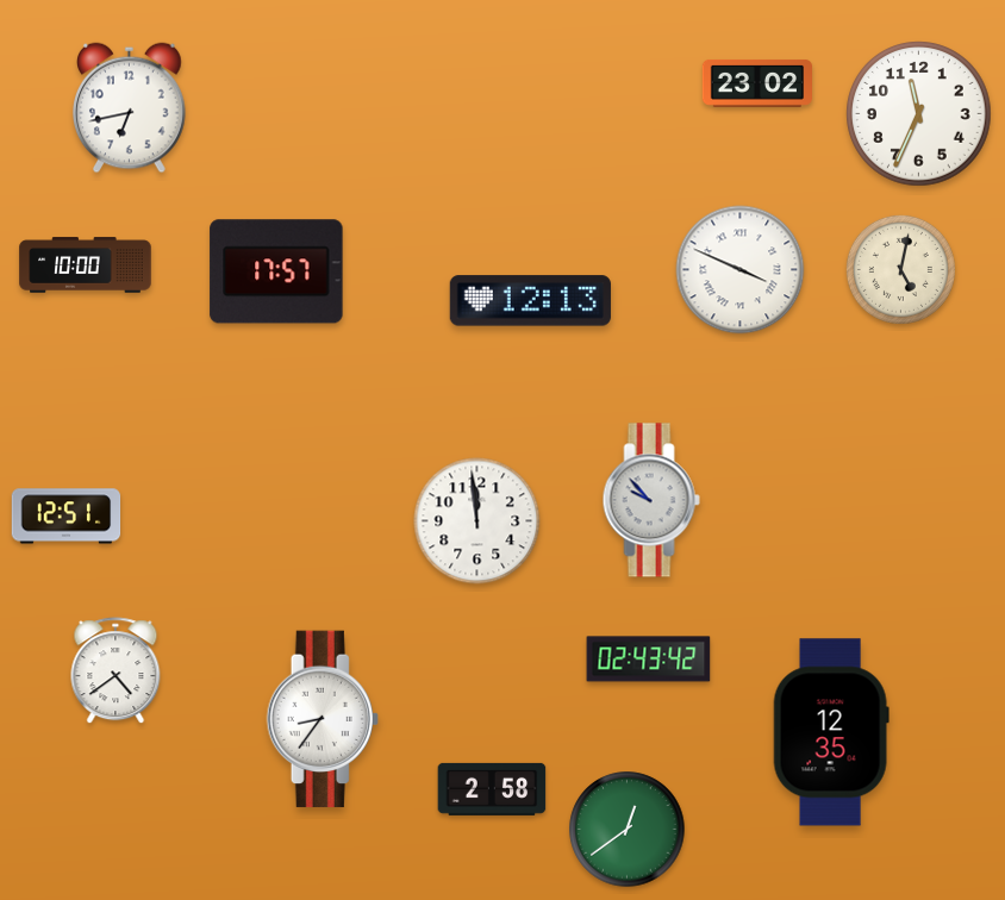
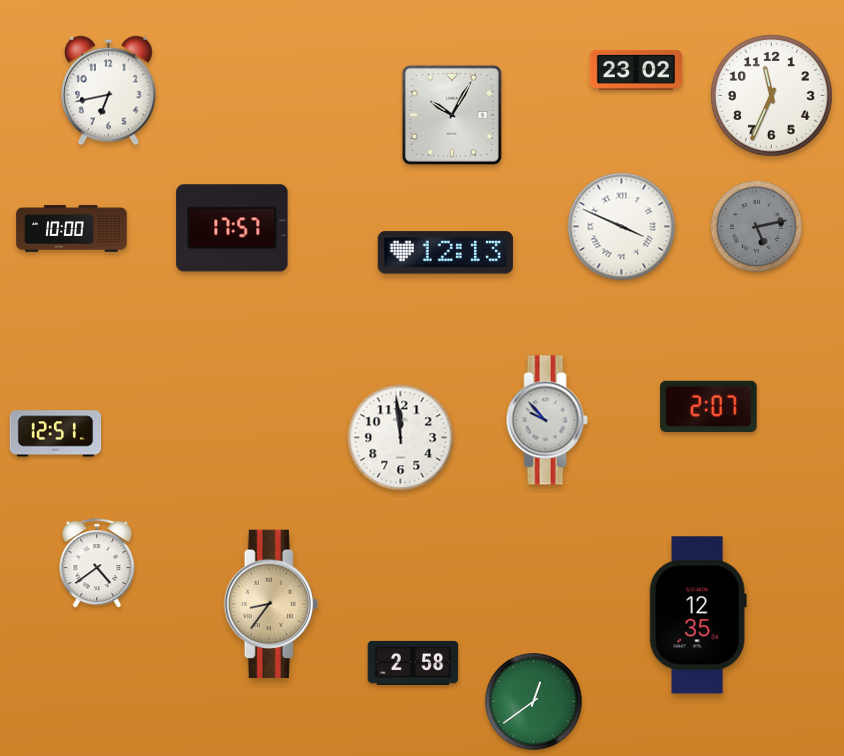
clock at (452, 115): none -> 10:05
clock at (86, 265) position: (86, 265) -> (72, 229)
clock at (900, 269): 5:02 -> 5:13
clock at (900, 269) dial: cream -> grey
clock at (709, 406): none -> 2:07
clock at (649, 660): 02:43 -> none
clock at (323, 719) dial: white -> champagne
clock at (628, 830) position: (628, 830) -> (534, 702)
